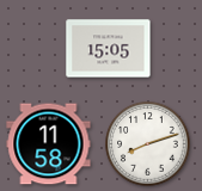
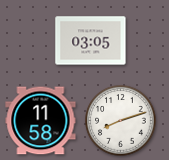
clock at (109, 49): 15:05 -> 03:05
clock at (148, 144) position: (148, 144) -> (121, 121)
